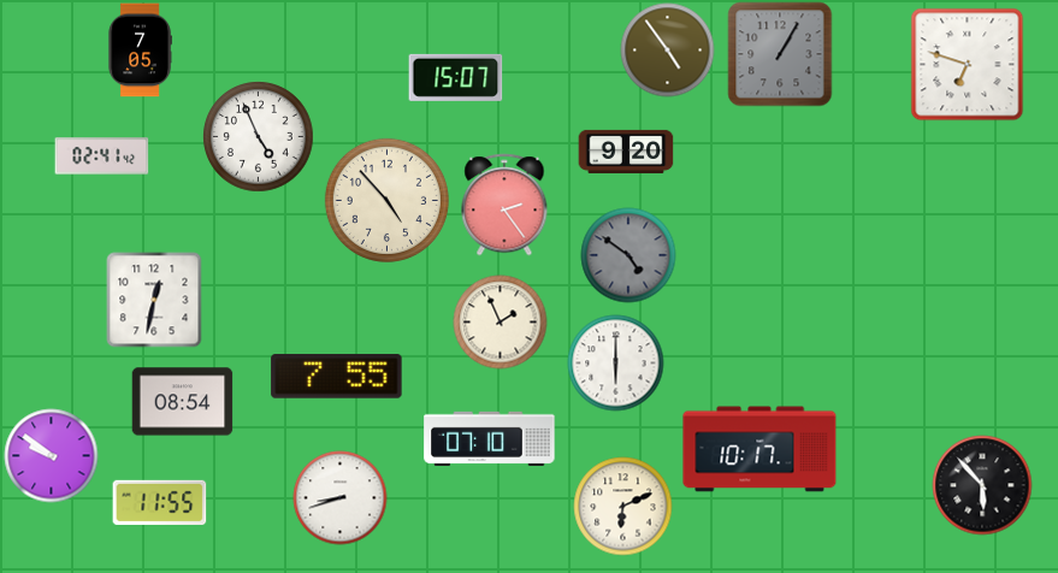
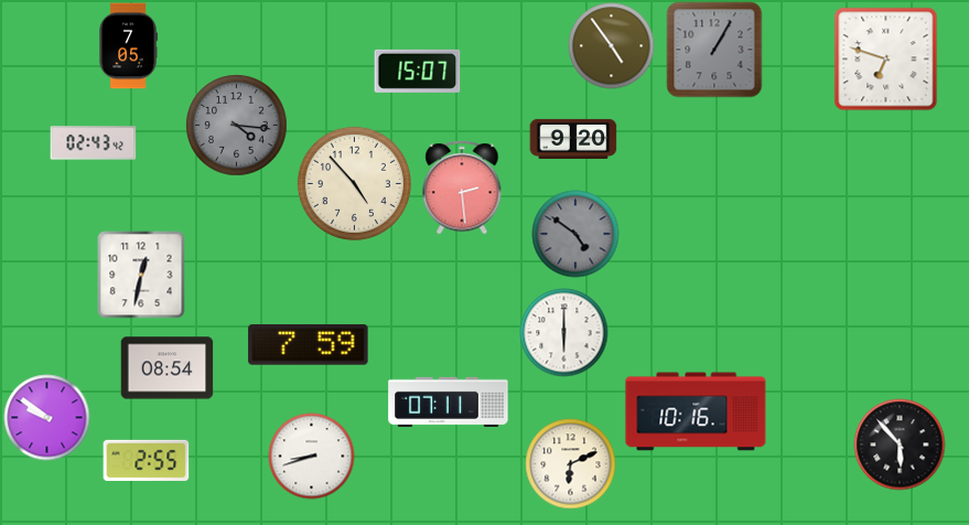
clock at (258, 136): 4:56 -> 4:16
clock at (258, 136) dial: white -> grey
clock at (101, 156): 02:41 -> 02:43
clock at (504, 205): 2:24 -> 2:29
clock at (500, 321): 1:56 -> none
clock at (337, 377): 7:55 -> 7:59
clock at (490, 438): 07:10 -> 07:11
clock at (759, 449): 10:17 -> 10:16
clock at (159, 503): 11:55 -> 2:55
